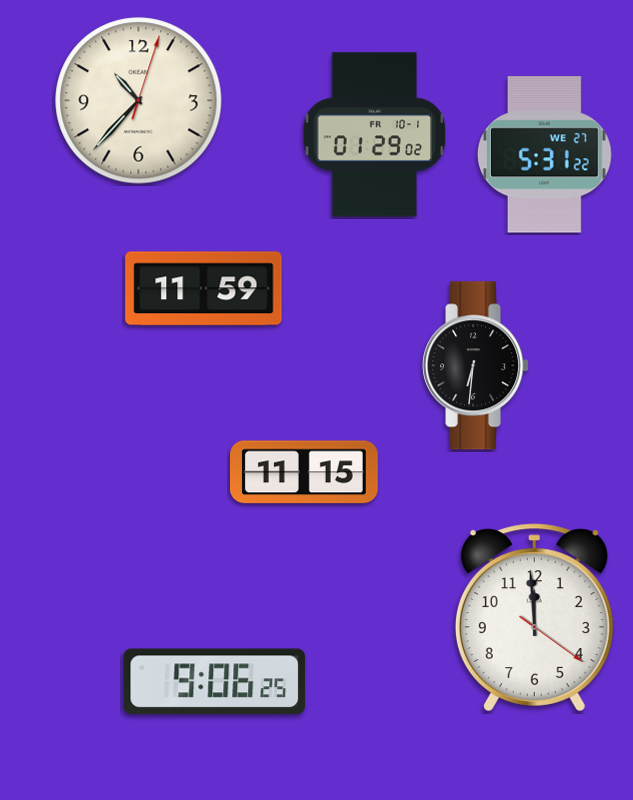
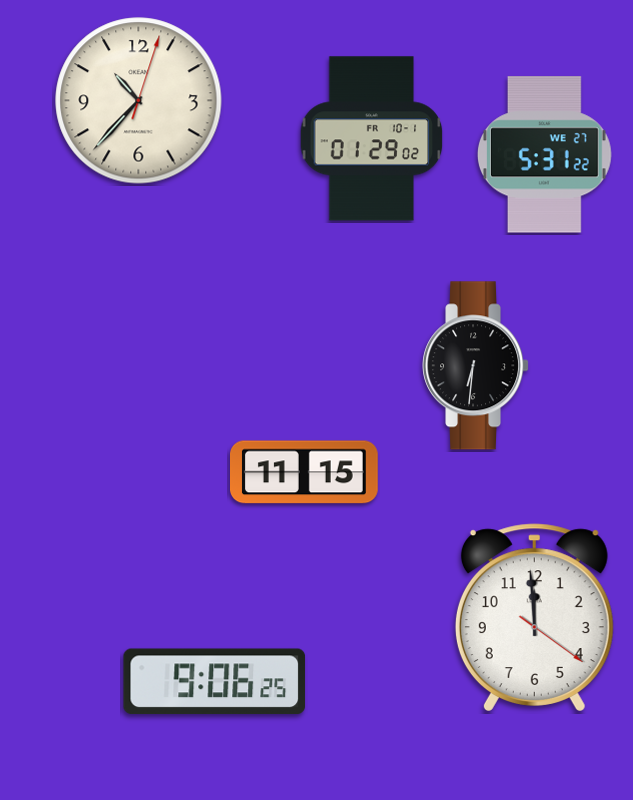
clock at (375, 135) position: (375, 135) -> (372, 139)
clock at (204, 289): 11:59 -> none
